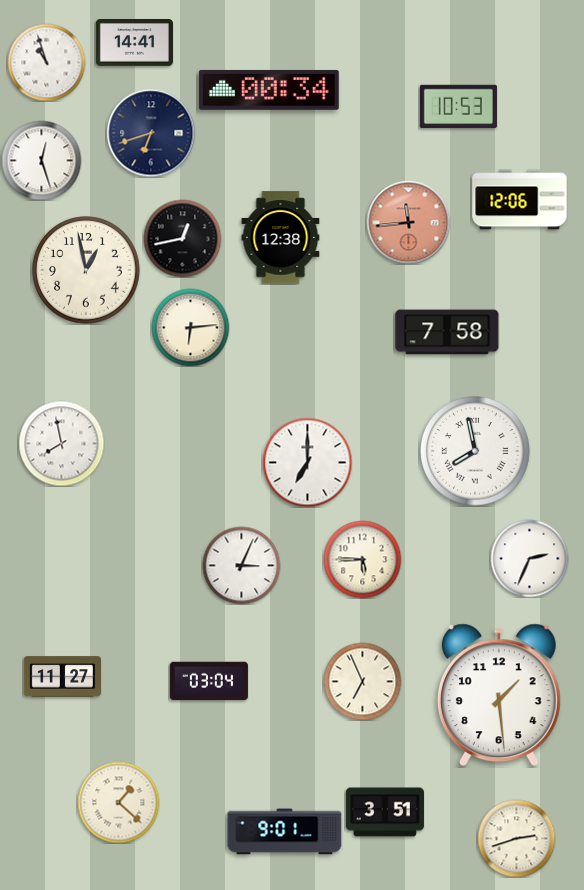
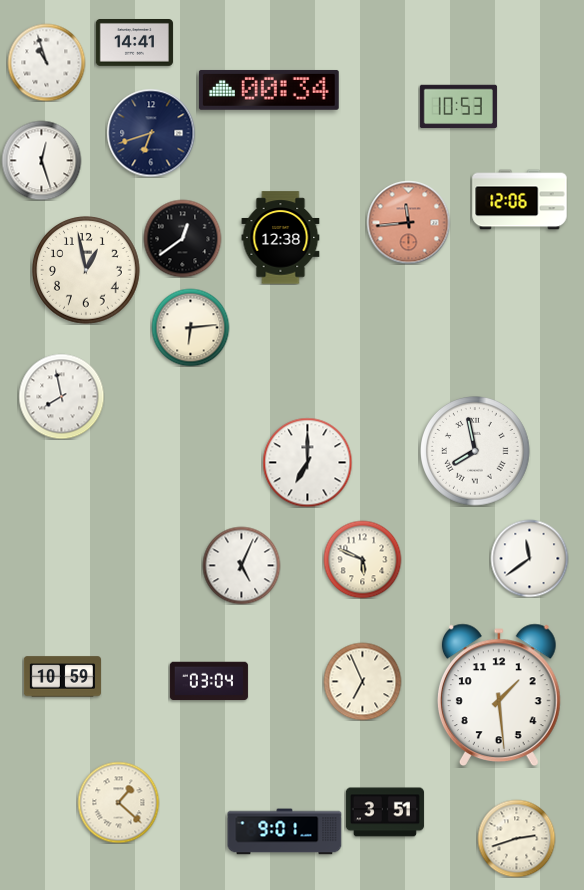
clock at (182, 238): 12:43 -> 12:39
clock at (447, 332): 7:58 -> none
clock at (61, 443) position: (61, 443) -> (61, 396)
clock at (529, 558): 2:34 -> 11:39
clock at (362, 559): 5:45 -> 5:49
clock at (241, 565): 3:04 -> 5:04
clock at (62, 677): 11:27 -> 10:59
